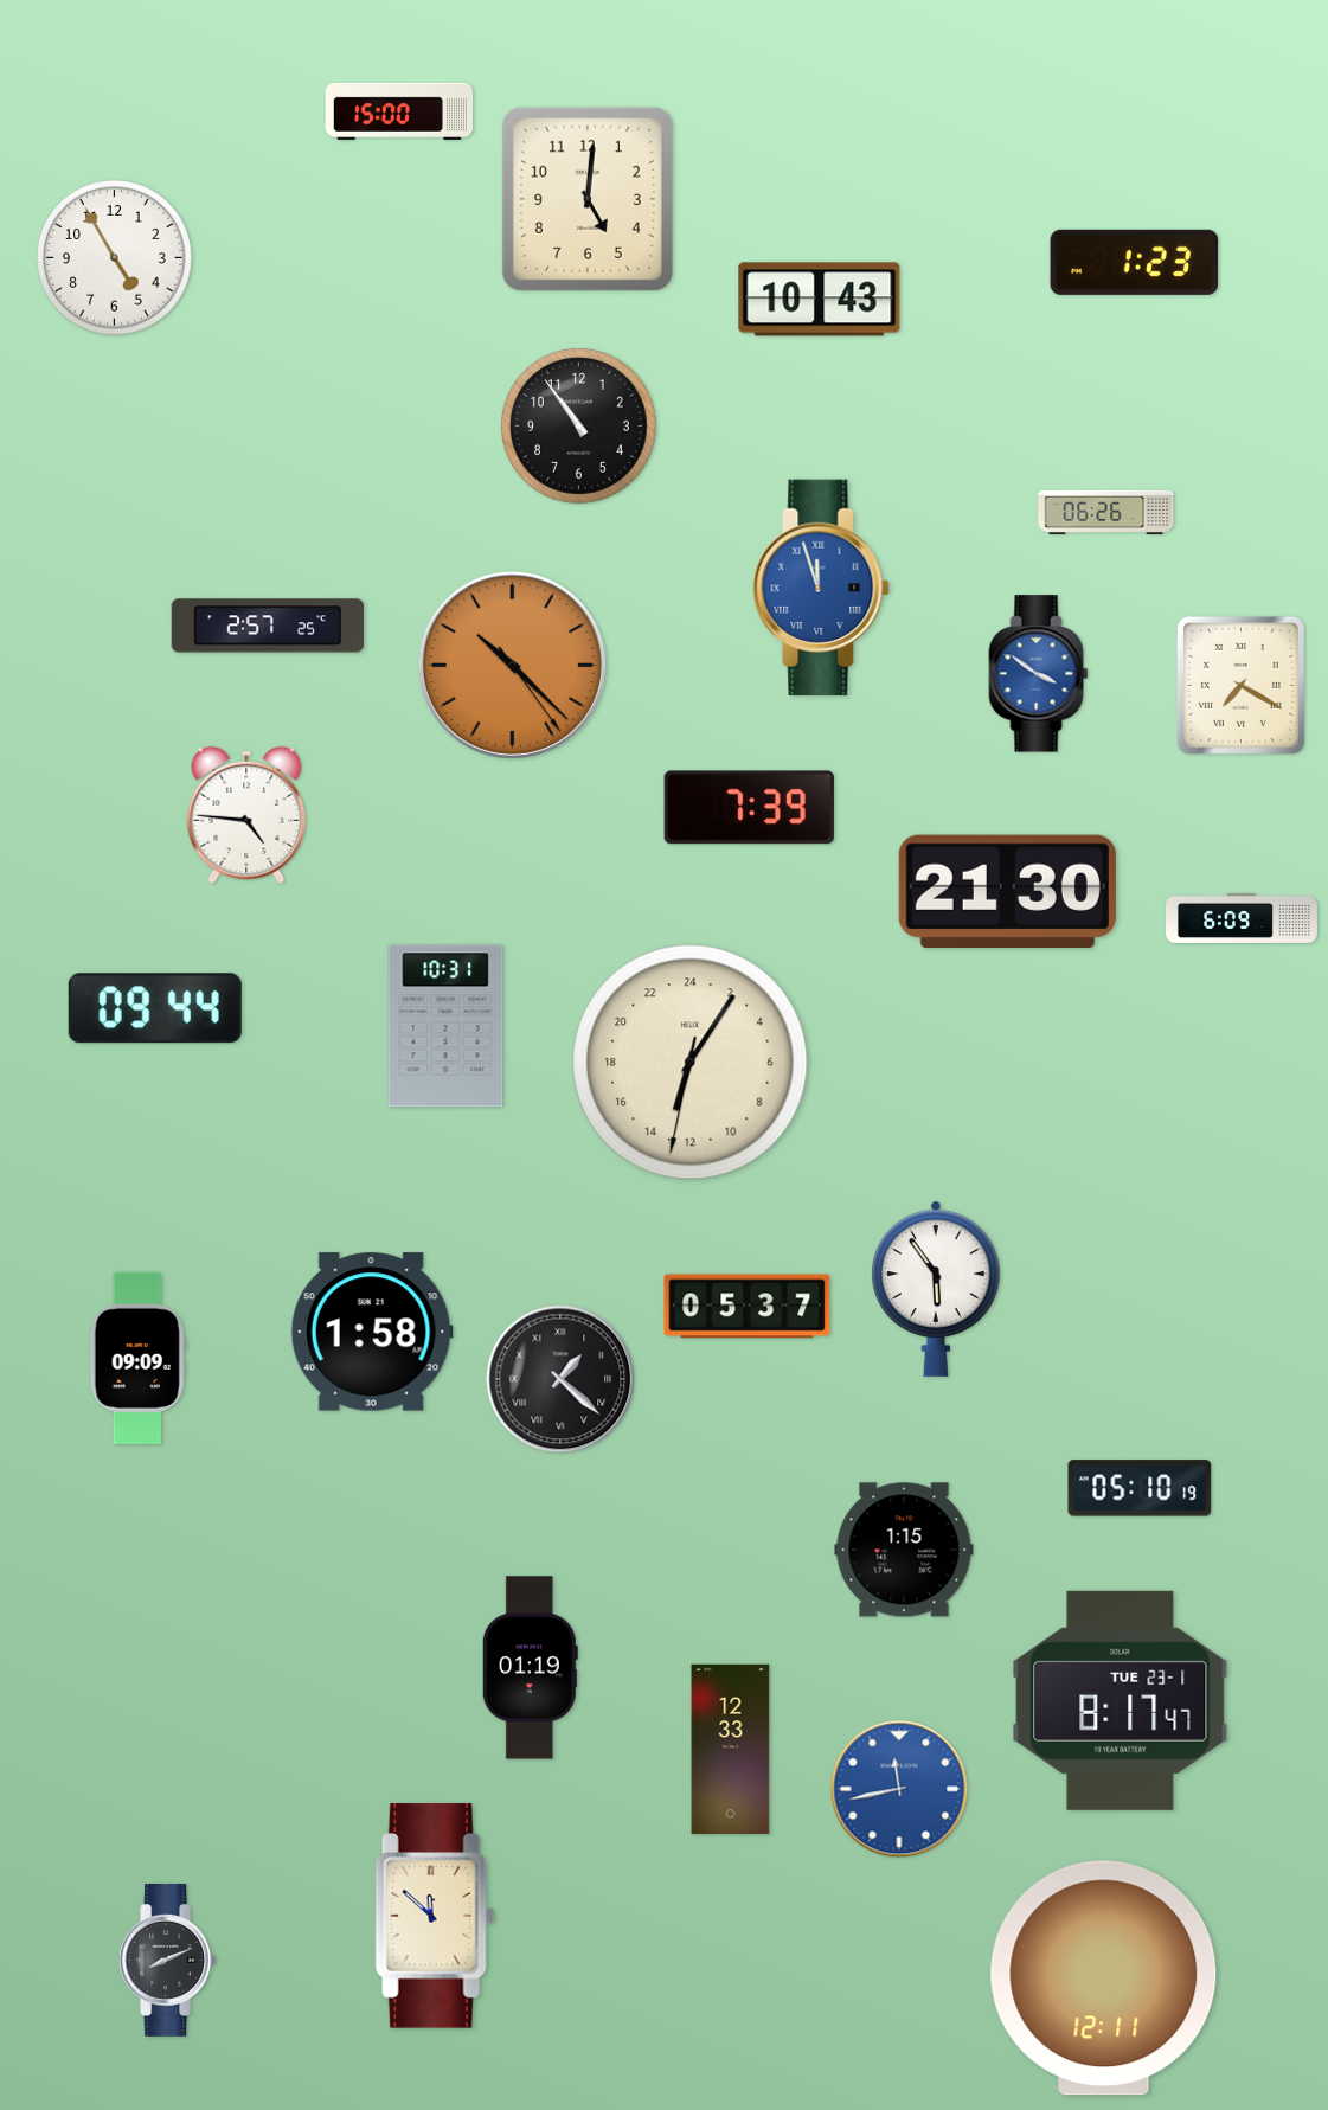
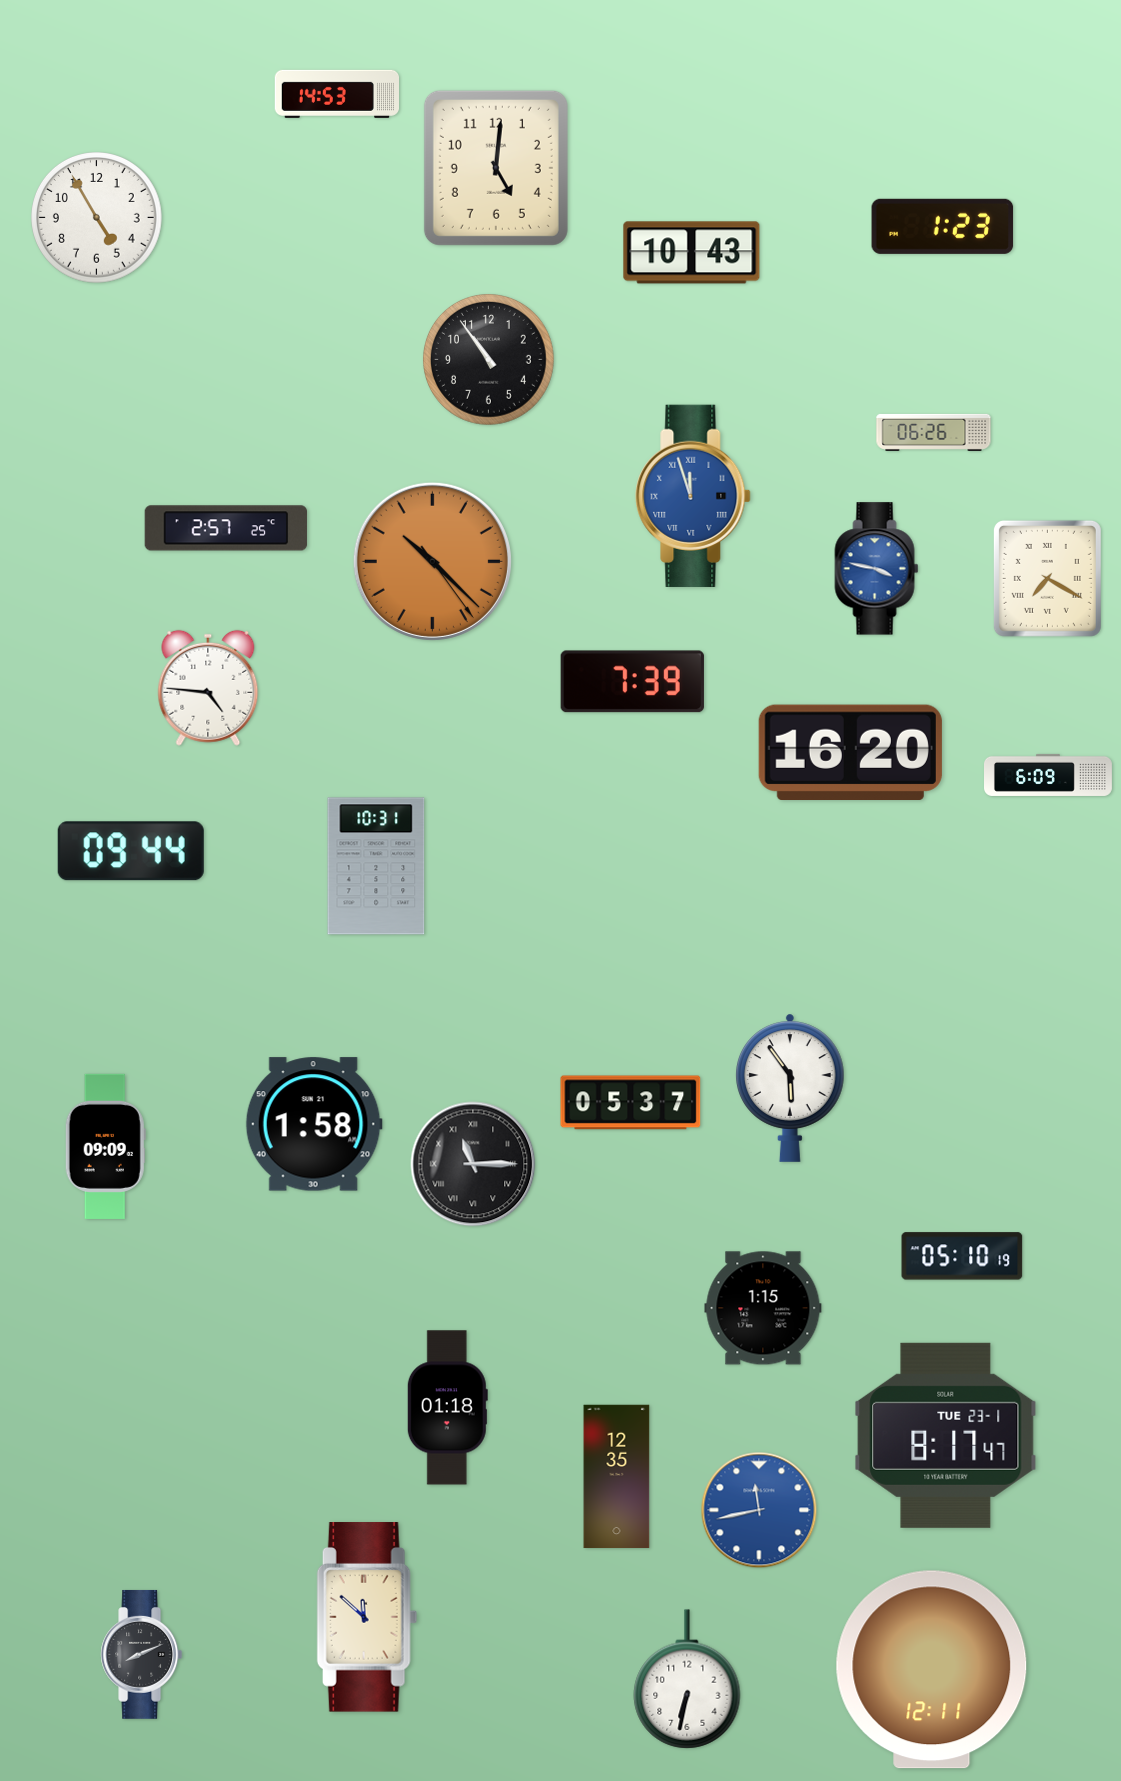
clock at (398, 111): 15:00 -> 14:53
clock at (1135, 262) position: (1135, 262) -> (943, 226)
clock at (1039, 674): 3:51 -> 3:47
clock at (1007, 891): 21:30 -> 16:20
clock at (691, 1063): 13:05 -> none
clock at (137, 1358) position: (137, 1358) -> (105, 1146)
clock at (560, 1379): 1:22 -> 11:15
clock at (530, 1668): 01:19 -> 01:18
clock at (731, 1750): 12:33 -> 12:35
clock at (687, 1679): none -> 6:32
